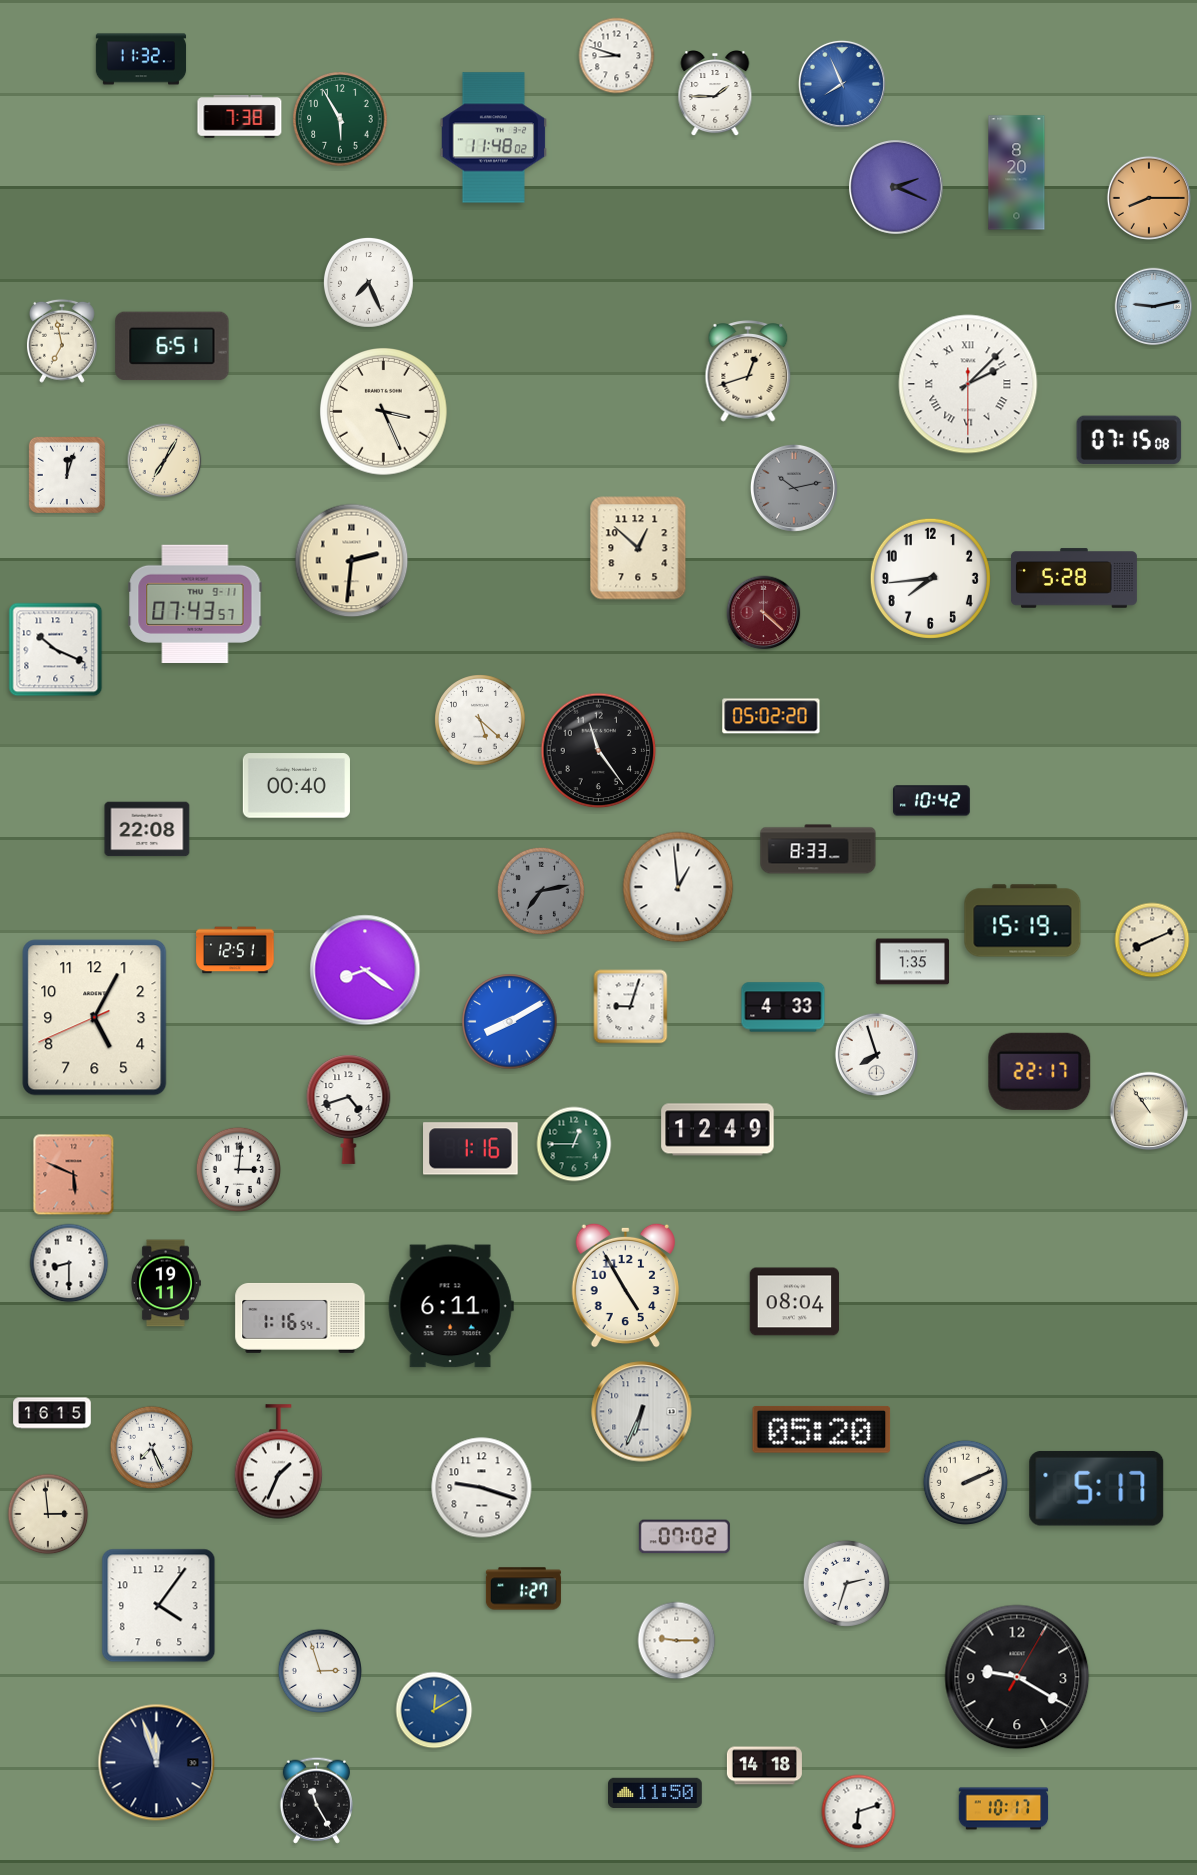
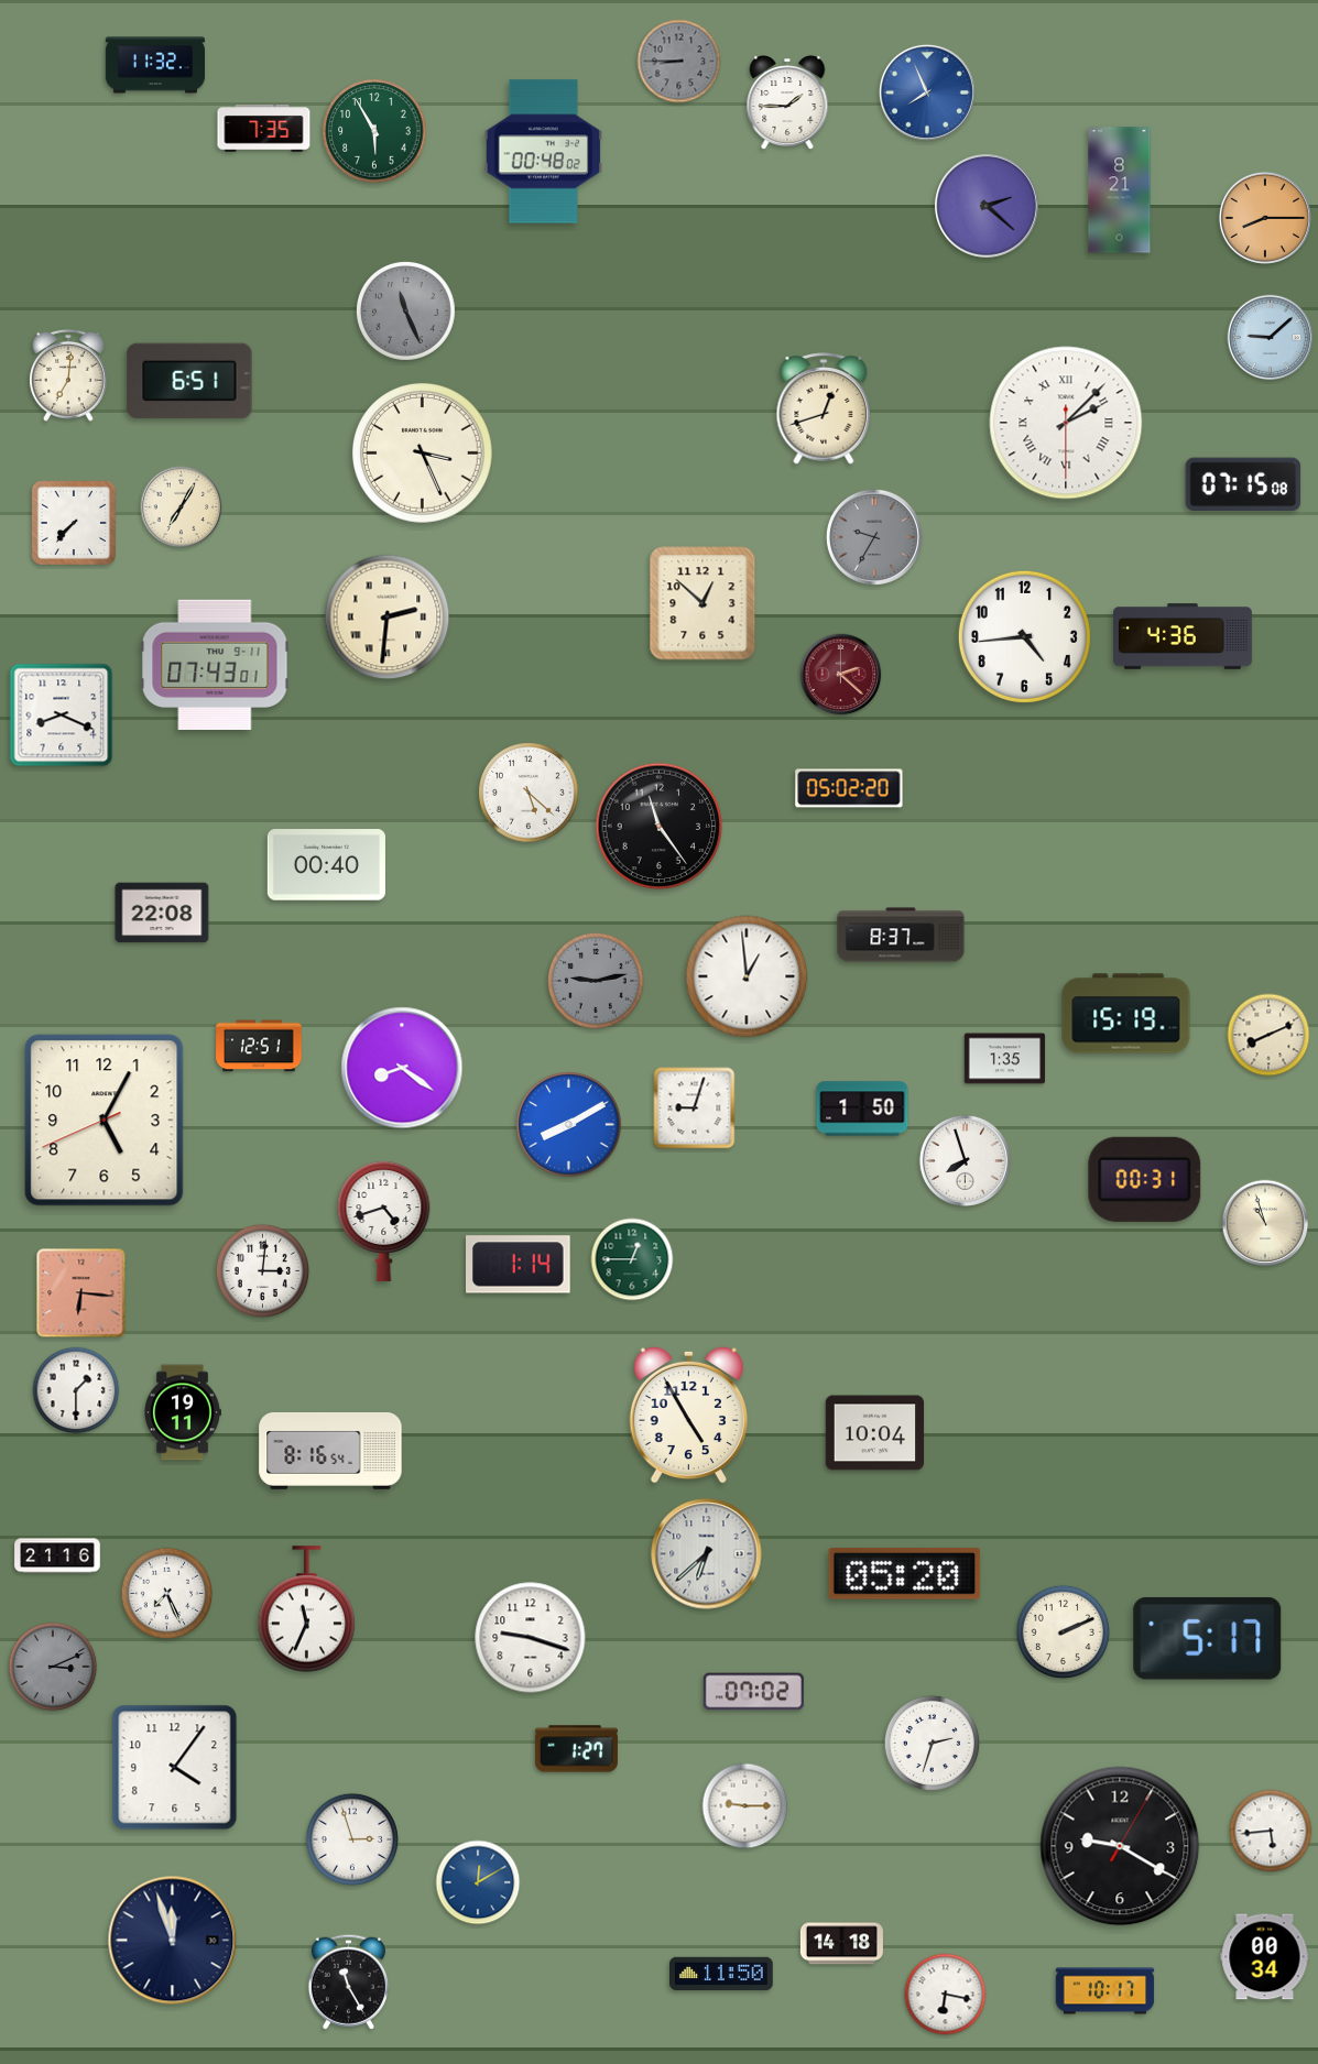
clock at (617, 56): 8:48 -> 8:45
clock at (617, 56) dial: white -> grey
clock at (240, 117): 7:38 -> 7:35
clock at (493, 138): 11:48 -> 00:48
clock at (1017, 173): 8:20 -> 8:21
clock at (896, 187): 2:19 -> 2:22
clock at (368, 282): 7:26 -> 11:26
clock at (368, 282) dial: white -> grey
clock at (1154, 307): 9:13 -> 9:08
clock at (62, 341): 6:58 -> 7:01
clock at (67, 475): 12:03 -> 7:37
clock at (794, 488): 10:13 -> 9:35
clock at (930, 578): 7:44 -> 4:44
clock at (1074, 578): 5:28 -> 4:36
clock at (195, 603): 07:43:57 -> 07:43:01
clock at (764, 613): 4:22 -> 2:22
clock at (56, 650): 10:19 -> 8:19
clock at (932, 801): 10:42 -> none
clock at (818, 849): 8:33 -> 8:37
clock at (541, 891): 7:13 -> 9:13
clock at (783, 1007): 4:33 -> 1:50
clock at (510, 1022) position: (510, 1022) -> (569, 1125)
clock at (1040, 1071): 22:17 -> 00:31
clock at (1149, 1111): 10:54 -> 10:57
clock at (718, 1130): 12:49 -> none
clock at (471, 1149): 1:16 -> 1:14
clock at (238, 1169) position: (238, 1169) -> (262, 1270)
clock at (74, 1175): 5:49 -> 6:16
clock at (69, 1263): 8:30 -> 1:30
clock at (795, 1302): 08:04 -> 10:04
clock at (451, 1306): 6:11 -> none
clock at (300, 1318): 1:16 -> 8:16
clock at (642, 1412): 6:34 -> 6:38
clock at (52, 1413): 16:15 -> 21:16
clock at (279, 1462): 1:34 -> 11:34
clock at (48, 1514): 2:59 -> 3:11
clock at (48, 1514) dial: cream -> grey
clock at (1271, 1831): none -> 5:44
clock at (1265, 1957): none -> 00:34
clock at (859, 1812): 6:12 -> 6:17
